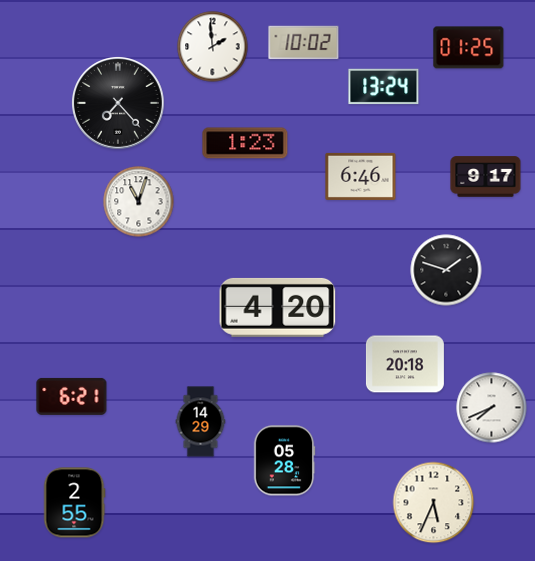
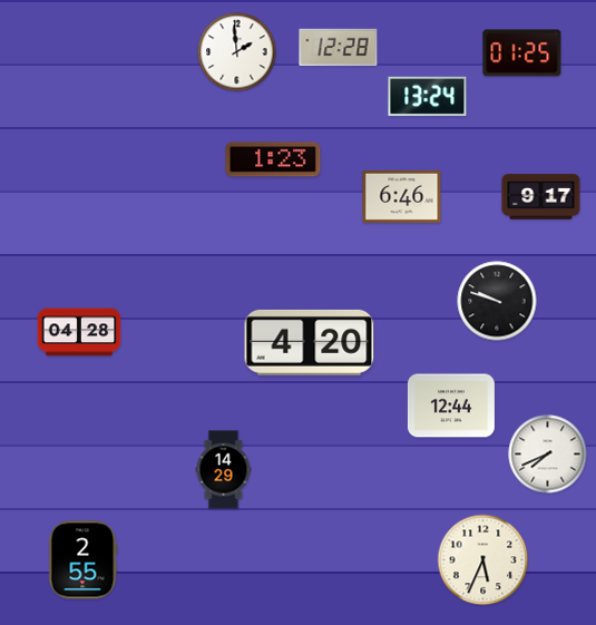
clock at (304, 43): 10:02 -> 12:28
clock at (119, 104): 7:23 -> none
clock at (139, 202): 11:03 -> none
clock at (446, 270): 1:48 -> 9:48
clock at (79, 332): none -> 04:28
clock at (405, 364): 20:18 -> 12:44
clock at (72, 396): 6:21 -> none
clock at (284, 461): 05:28 -> none
